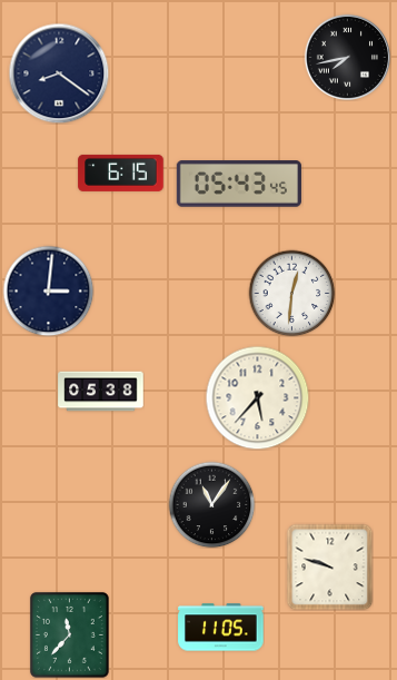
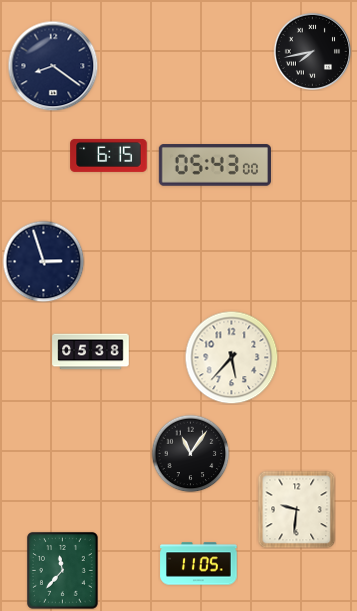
clock at (239, 184): 05:43:45 -> 05:43:00
clock at (48, 290): 3:01 -> 2:57
clock at (291, 293): 12:31 -> none
clock at (329, 566): 9:48 -> 9:31
